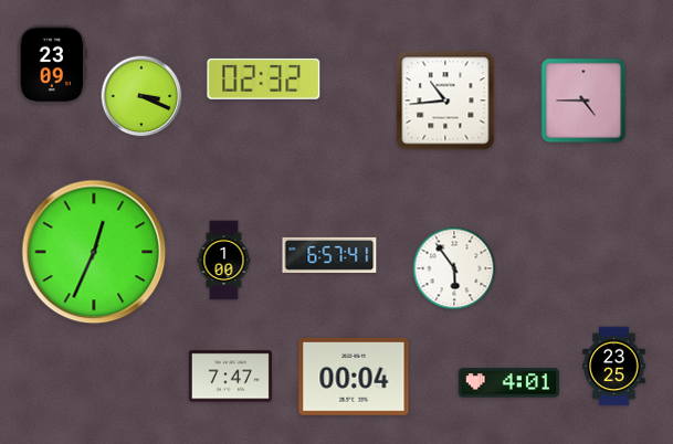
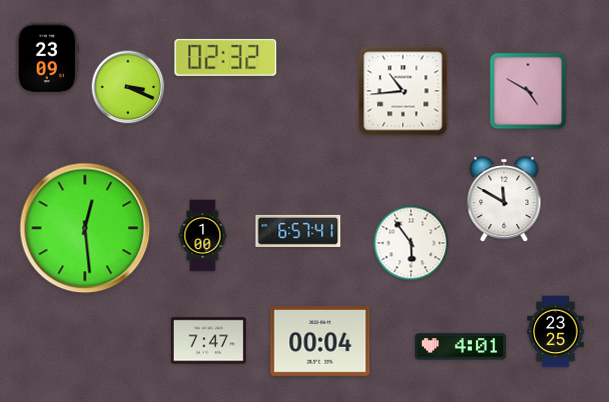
clock at (264, 78) position: (264, 78) -> (226, 57)
clock at (583, 101): 4:45 -> 4:50
clock at (504, 199): none -> 11:50
clock at (94, 252): 12:34 -> 12:29
